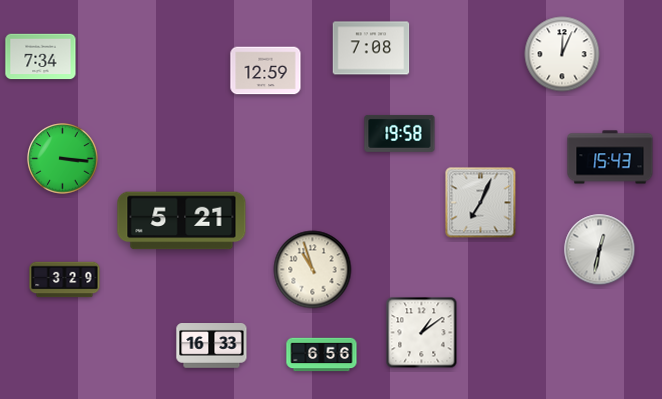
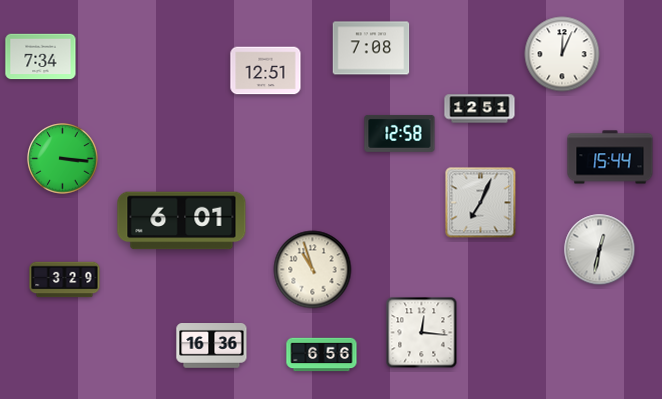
clock at (266, 71): 12:59 -> 12:51
clock at (480, 109): none -> 12:51
clock at (400, 133): 19:58 -> 12:58
clock at (610, 157): 15:43 -> 15:44
clock at (182, 221): 5:21 -> 6:01
clock at (422, 333): 1:09 -> 12:16
clock at (212, 346): 16:33 -> 16:36
